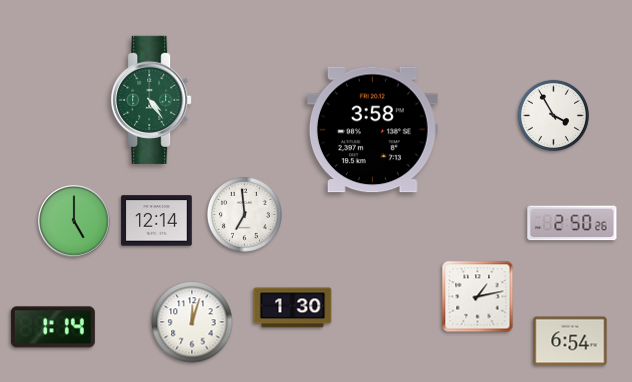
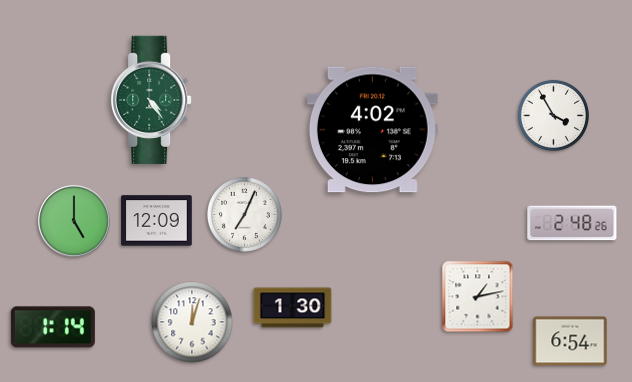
clock at (372, 130): 3:58 -> 4:02
clock at (245, 215): 6:59 -> 7:04
clock at (157, 221): 12:14 -> 12:09
clock at (572, 223): 2:50 -> 2:48
